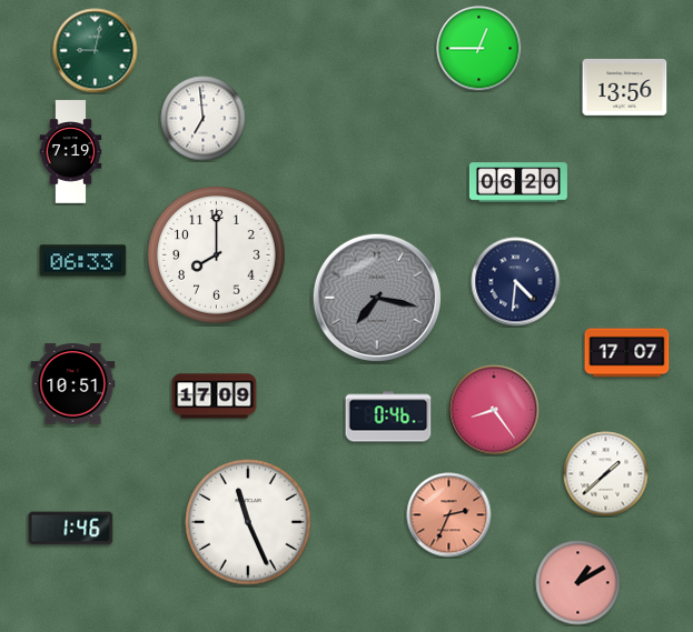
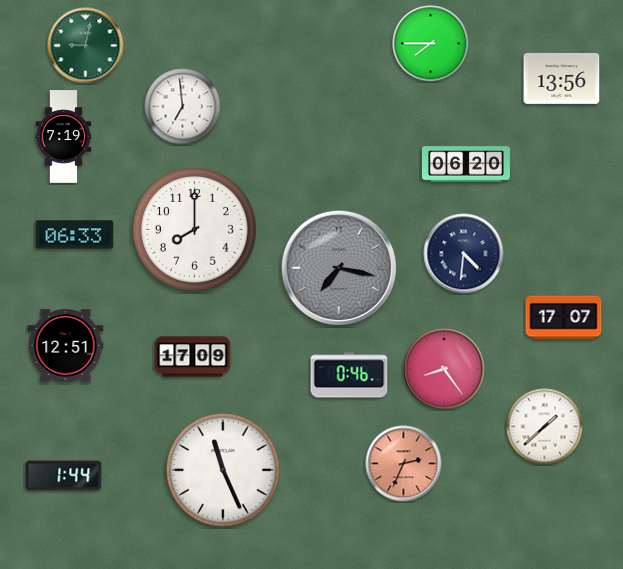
clock at (479, 49): 12:45 -> 7:45
clock at (73, 384): 10:51 -> 12:51
clock at (71, 529): 1:46 -> 1:44
clock at (578, 583): 1:10 -> none
